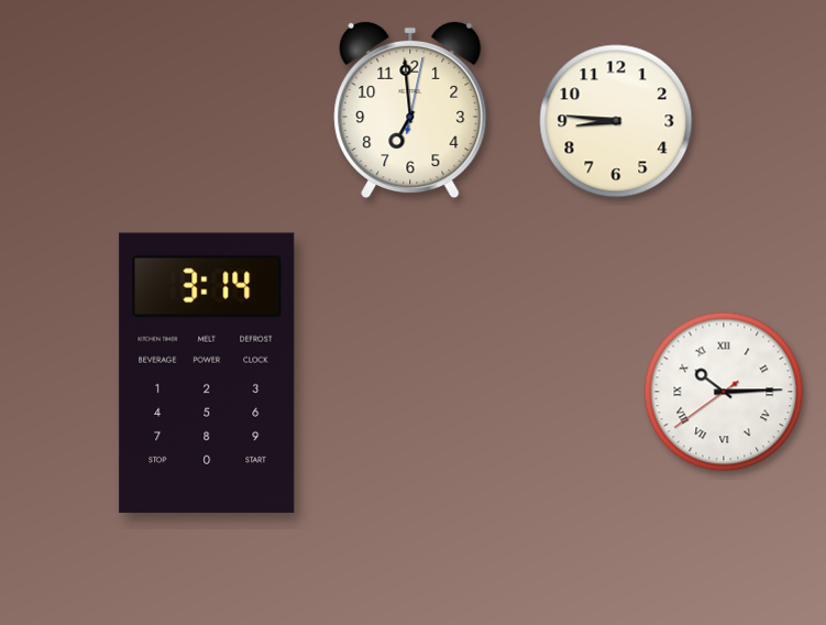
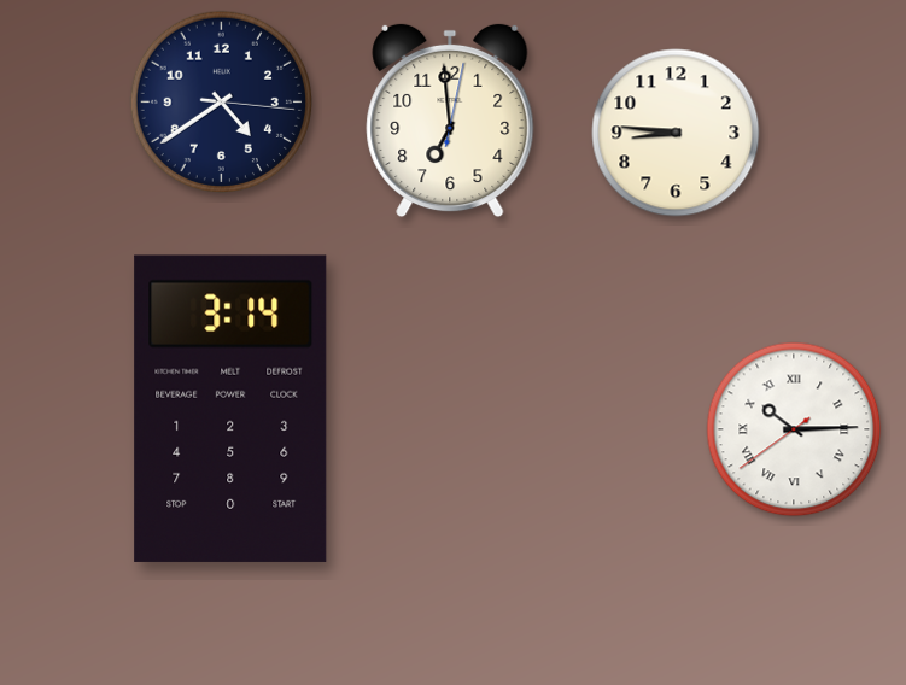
clock at (221, 101): none -> 4:39
clock at (207, 373) position: (207, 373) -> (230, 409)
